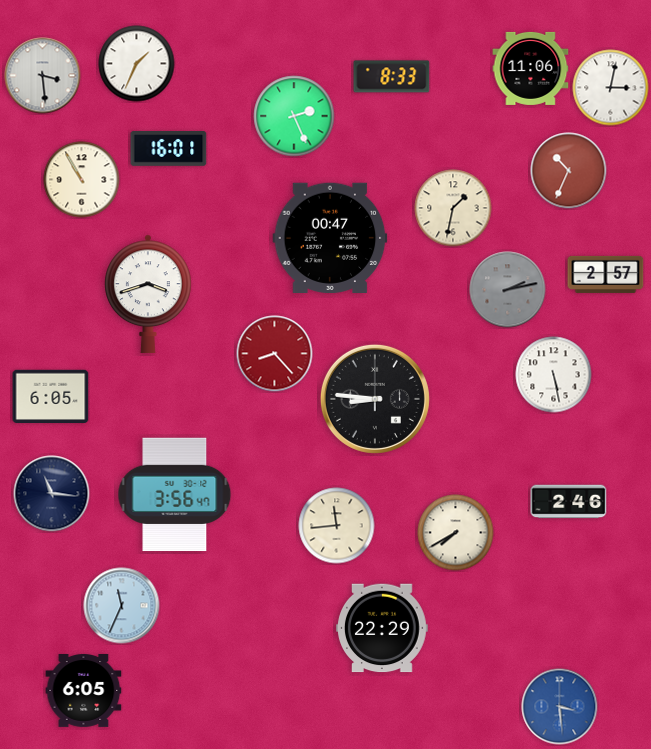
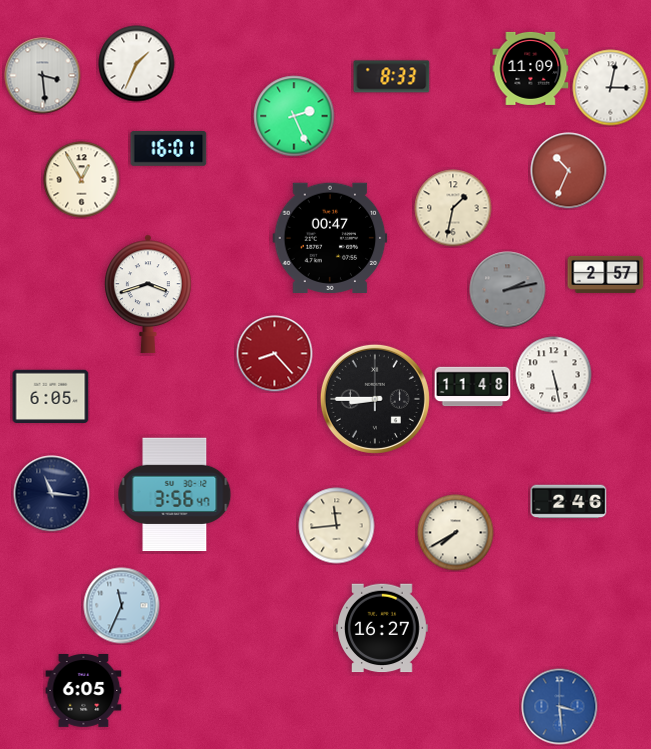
clock at (531, 68): 11:06 -> 11:09
clock at (82, 180): 10:55 -> 12:55
clock at (473, 387): none -> 11:48
clock at (375, 399): 8:46 -> 8:45
clock at (383, 628): 22:29 -> 16:27
